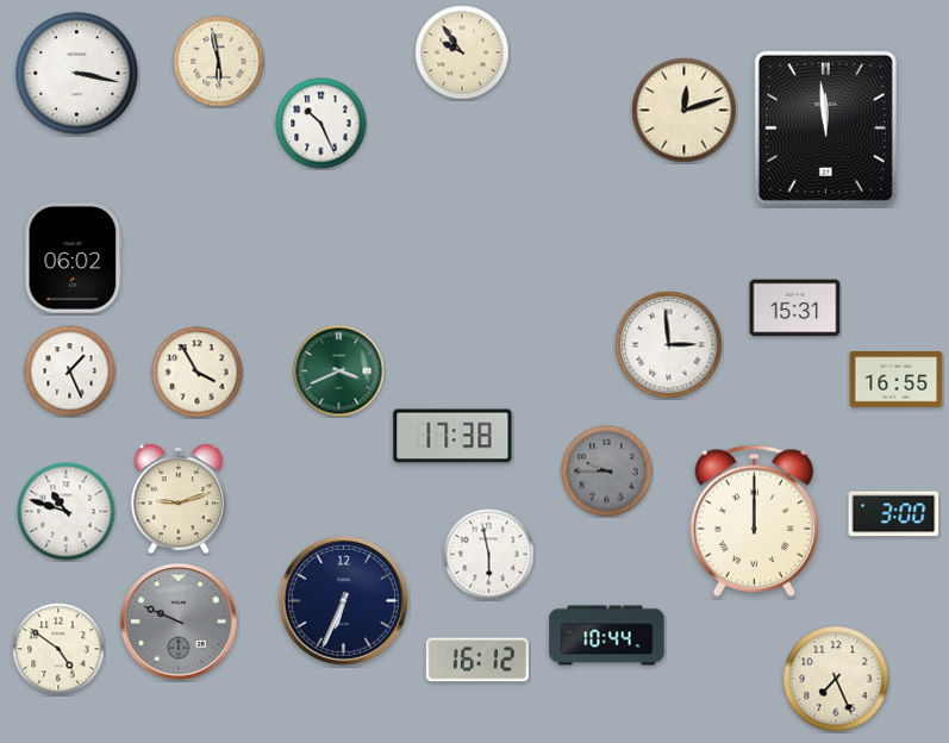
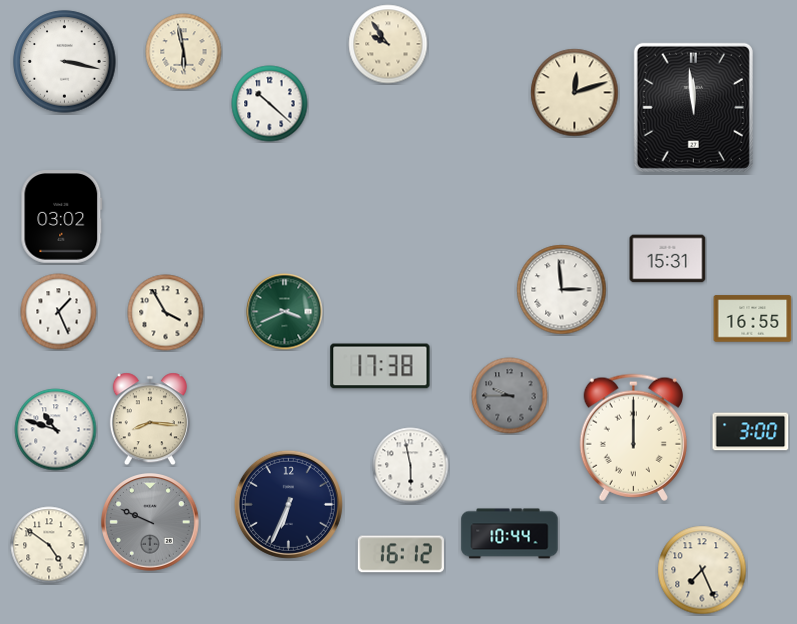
clock at (321, 124): 10:26 -> 10:22
clock at (74, 258): 06:02 -> 03:02
clock at (179, 499): 9:12 -> 8:16
